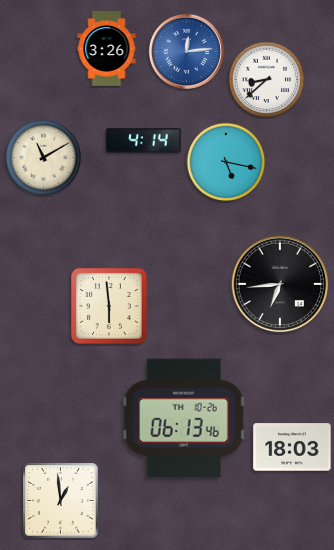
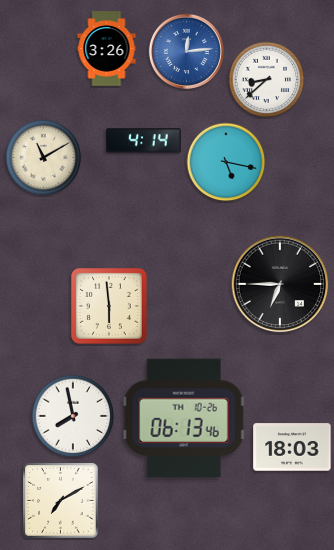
clock at (280, 284): 6:44 -> 6:45
clock at (73, 416): none -> 7:58
clock at (61, 501): 12:59 -> 7:10
